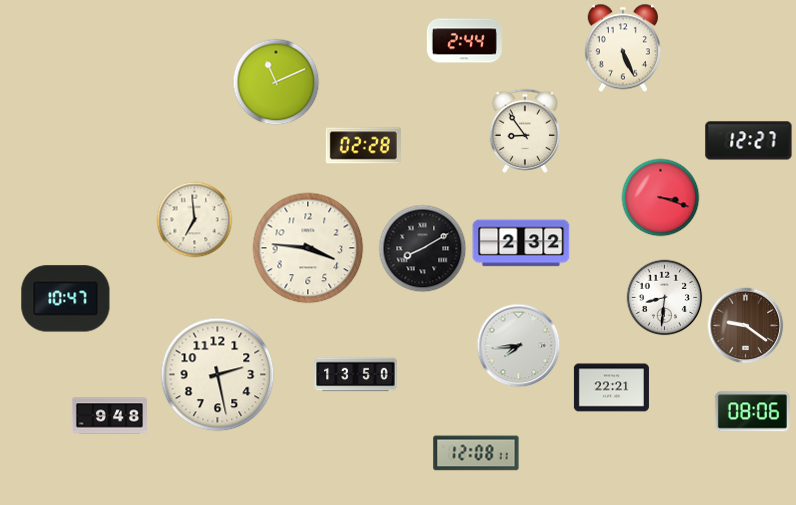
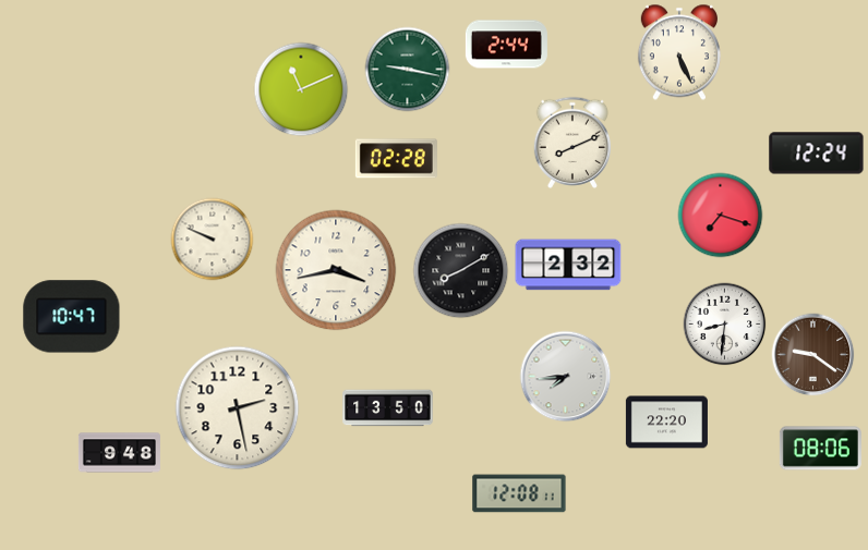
clock at (408, 70): none -> 9:17
clock at (524, 131): 8:54 -> 8:11
clock at (749, 141): 12:27 -> 12:24
clock at (661, 198): 3:18 -> 7:18
clock at (195, 220): 6:59 -> 9:49
clock at (308, 248): 3:46 -> 3:43
clock at (66, 299) position: (66, 299) -> (72, 317)
clock at (611, 388): 22:21 -> 22:20
